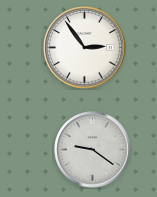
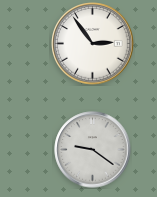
clock at (85, 48) position: (85, 48) -> (93, 44)
